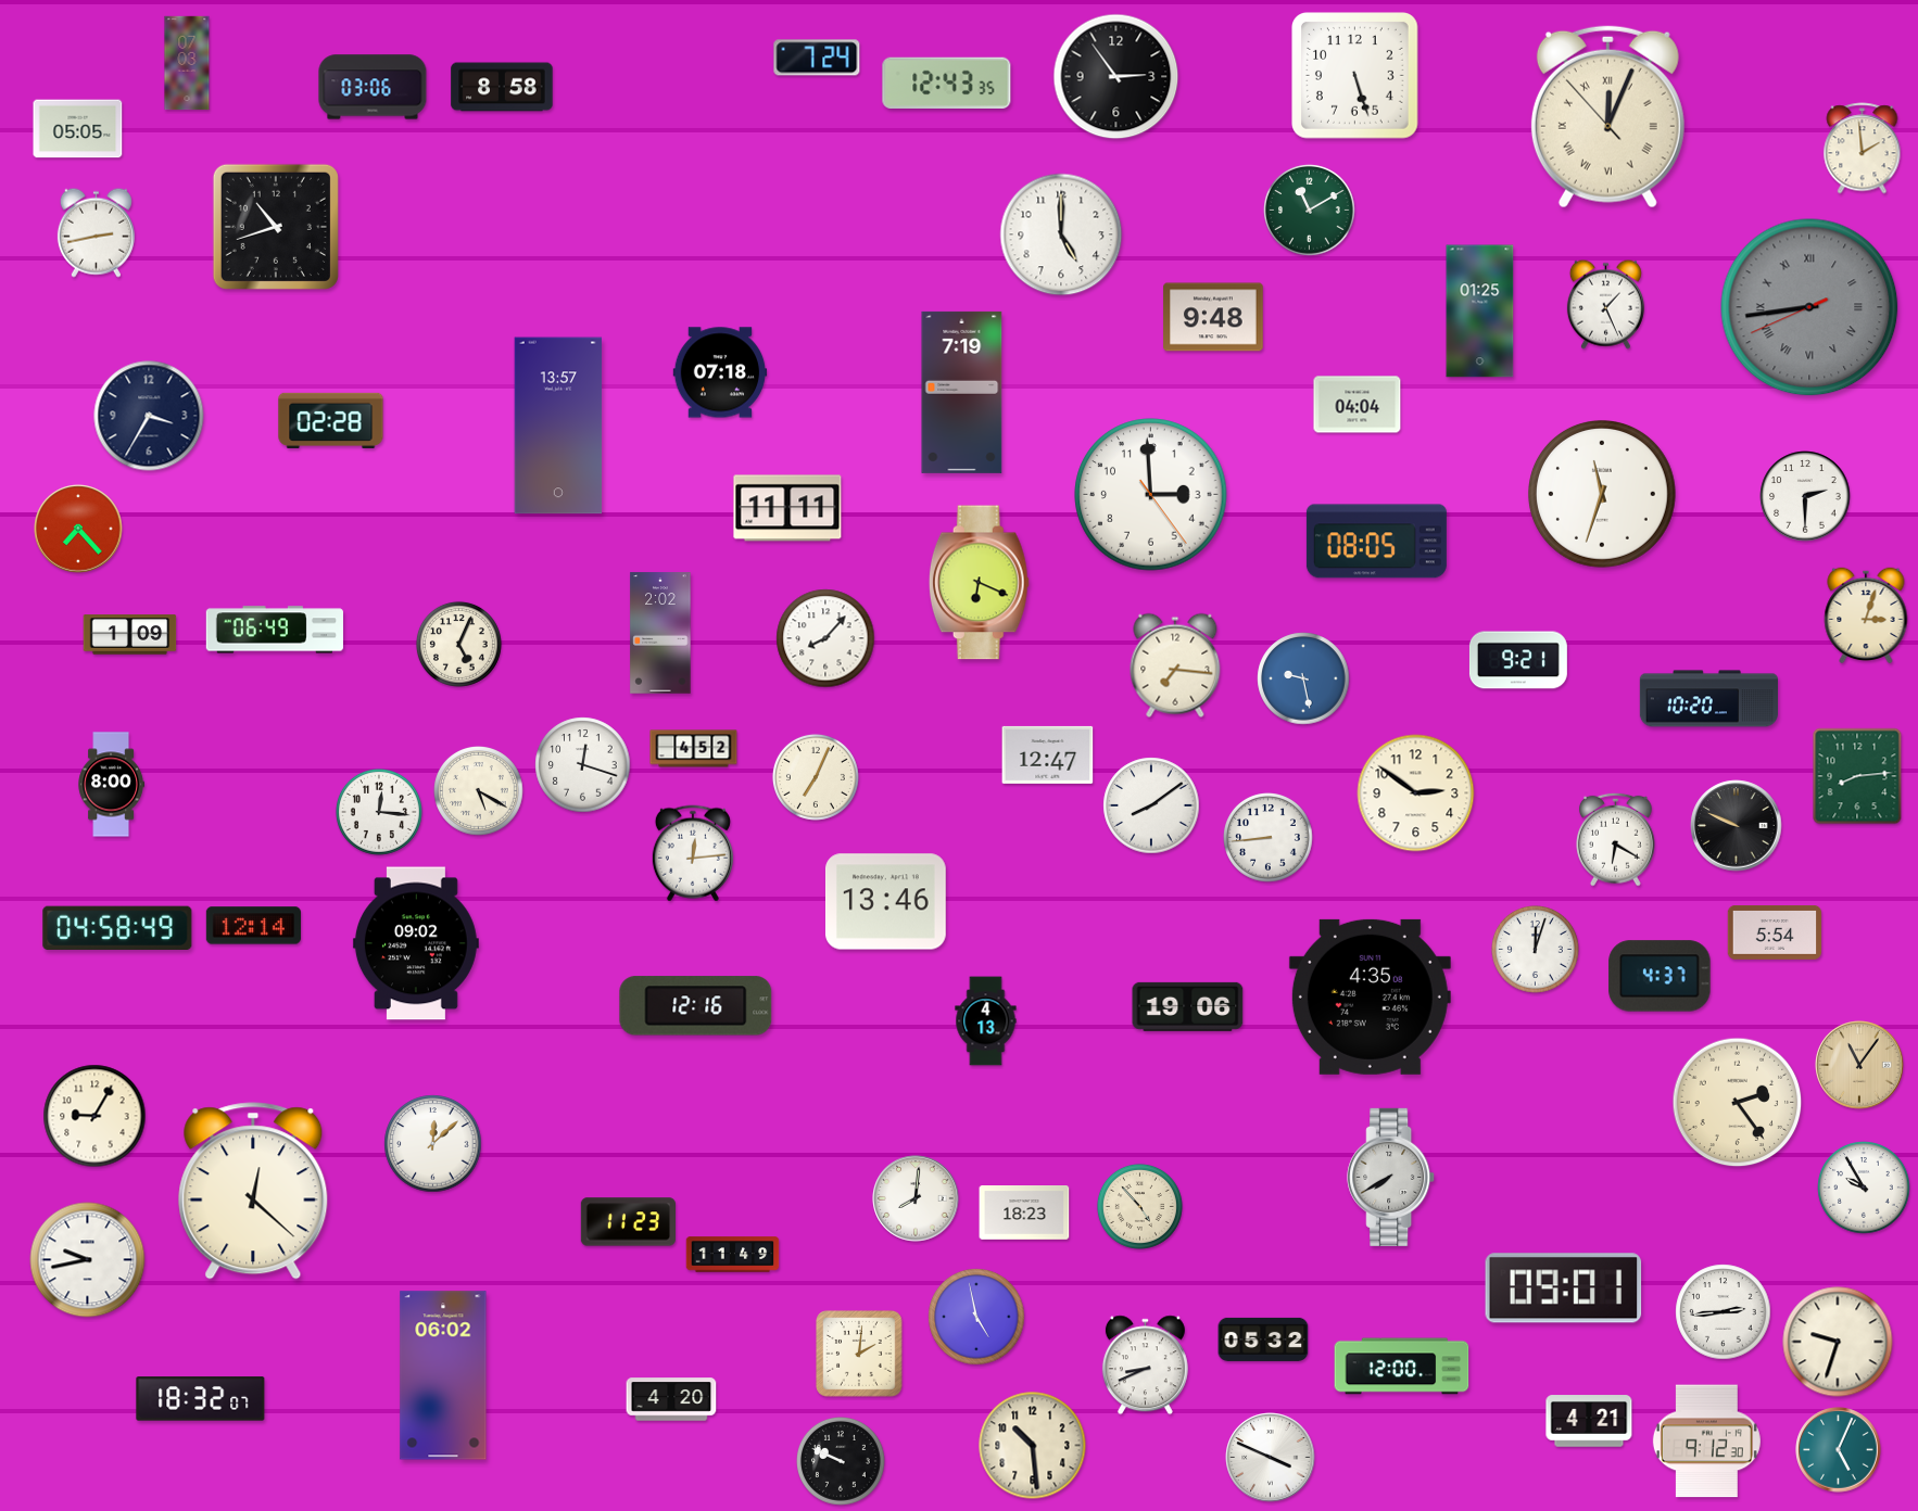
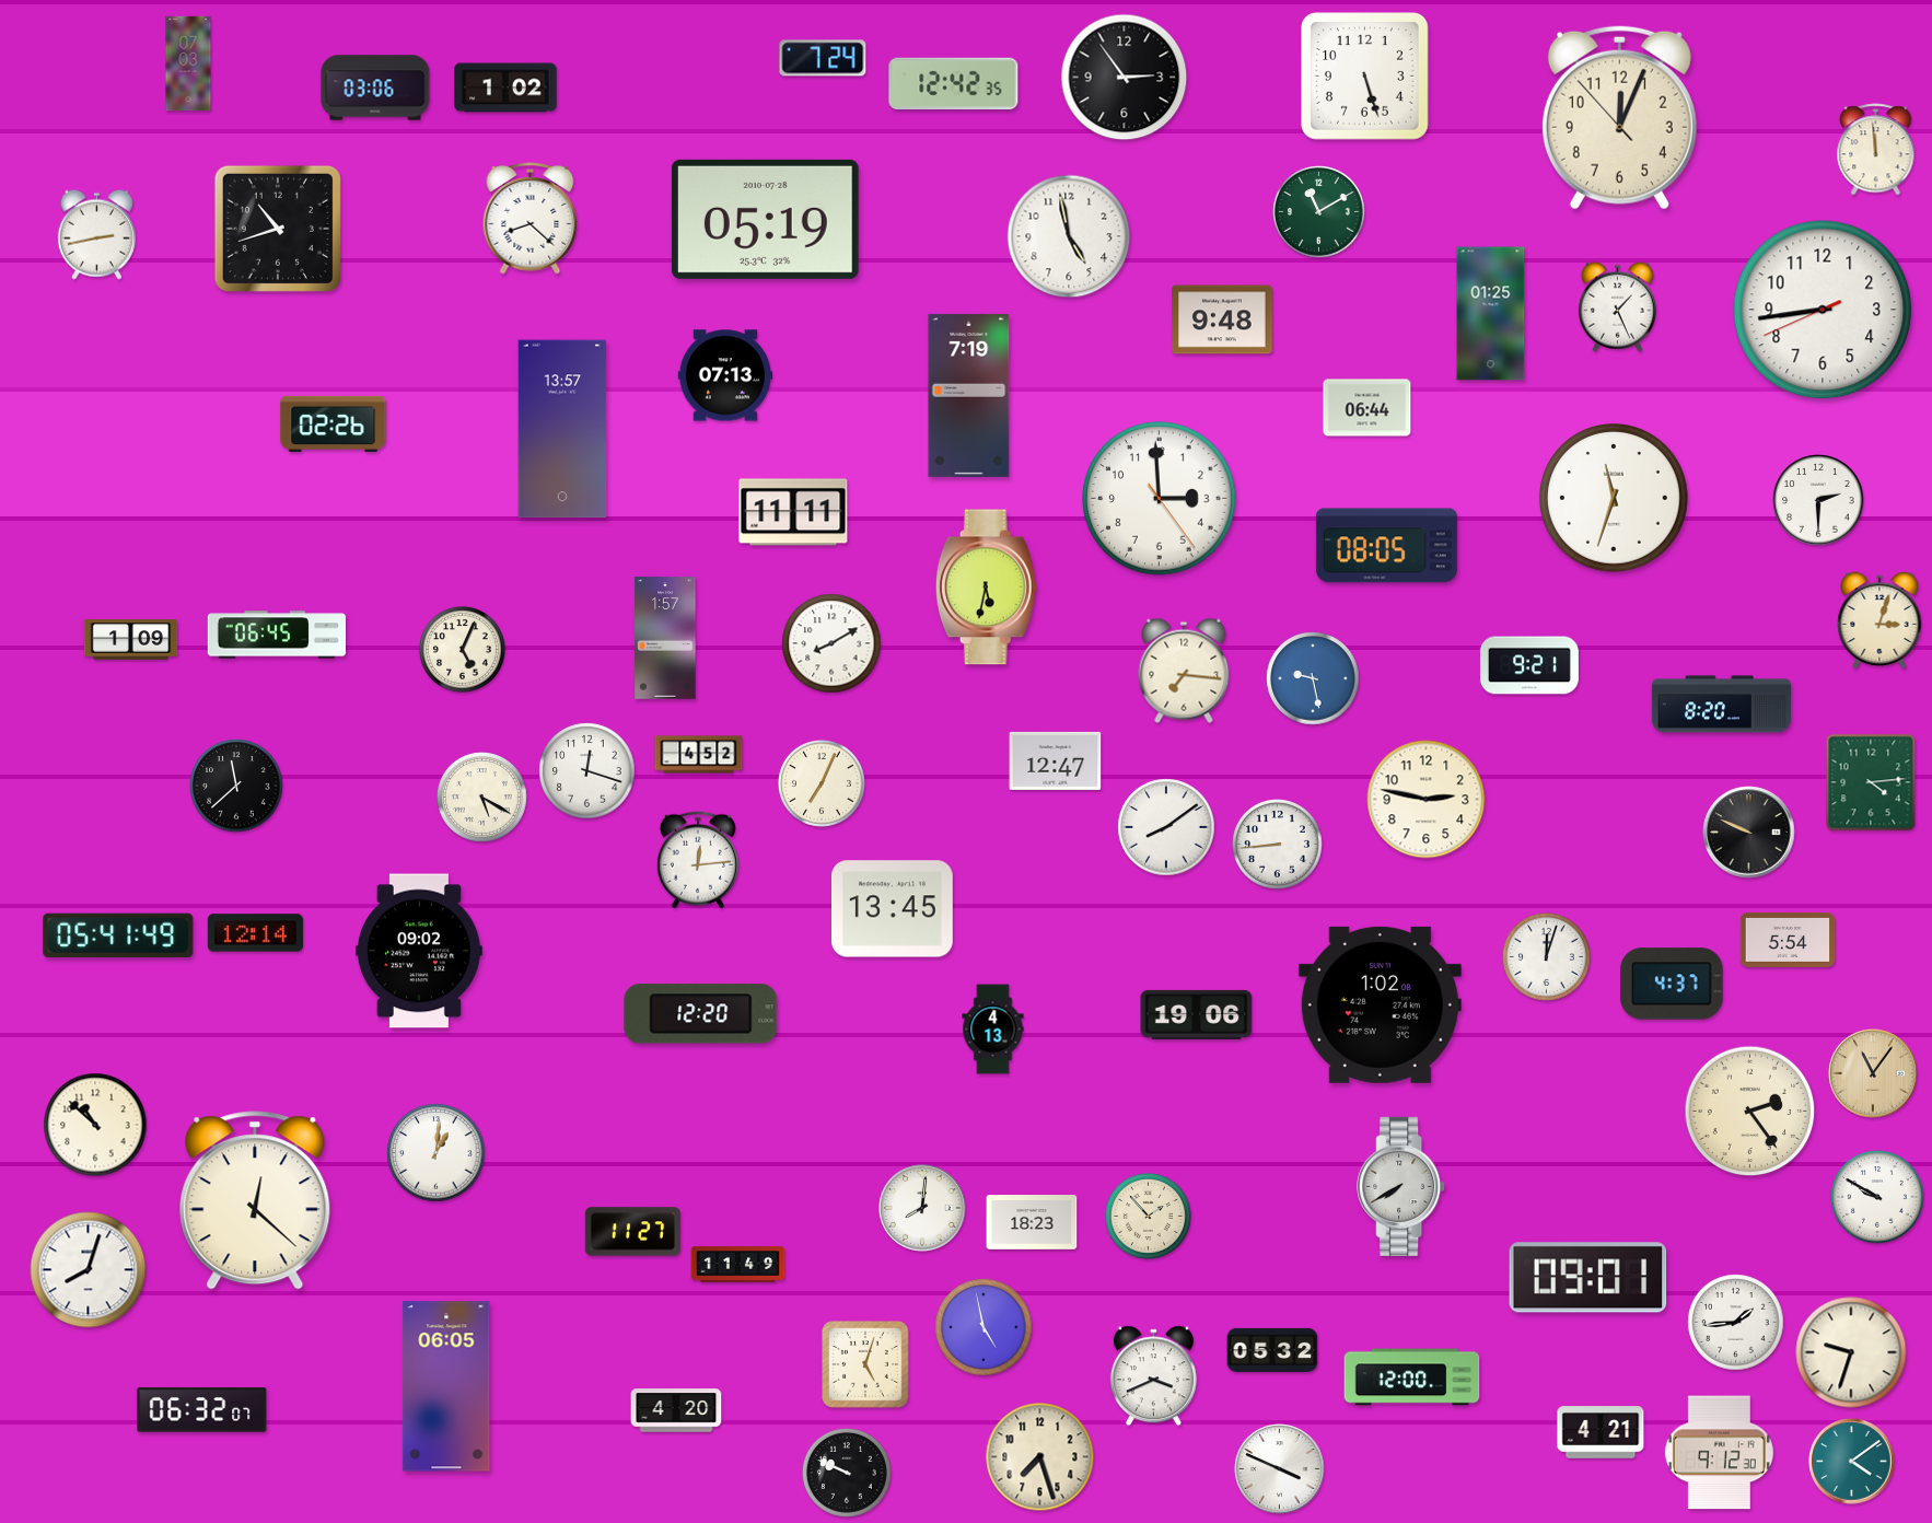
clock at (947, 82): 12:43 -> 12:42
clock at (502, 87): 8:58 -> 1:02
clock at (1607, 117) numerals: Roman -> Arabic
clock at (78, 129): 05:05 -> none
clock at (1863, 149): 1:59 -> 11:59
clock at (531, 219): none -> 8:22
clock at (765, 219): none -> 05:19
clock at (1061, 234): 5:00 -> 4:58
clock at (1809, 307) dial: grey -> white
clock at (1809, 307) numerals: Roman -> Arabic
clock at (720, 372): 07:18 -> 07:13
clock at (1358, 405): 04:04 -> 06:44
clock at (149, 416): 3:35 -> none
clock at (331, 420): 02:28 -> 02:26
clock at (78, 529): 7:23 -> none
clock at (979, 583): 6:19 -> 5:32
clock at (274, 630): 06:49 -> 06:45
clock at (660, 633): 2:02 -> 1:57
clock at (825, 638): 8:07 -> 8:10
clock at (1303, 678) position: (1303, 678) -> (1313, 678)
clock at (1708, 699): 10:20 -> 8:20
clock at (1857, 776): 8:14 -> 4:14
clock at (236, 786): none -> 11:38
clock at (111, 785): 8:00 -> none
clock at (1416, 793): 2:51 -> 2:47
clock at (1151, 805) position: (1151, 805) -> (1166, 827)
clock at (379, 812): 12:16 -> none
clock at (1616, 839): 6:20 -> none
clock at (885, 902): 13:46 -> 13:45
clock at (117, 928): 04:58 -> 05:41
clock at (1370, 996): 4:35 -> 1:02
clock at (696, 1006): 12:16 -> 12:20
clock at (94, 1116): 9:05 -> 10:52
clock at (433, 1144): 12:08 -> 1:01
clock at (1864, 1188): 9:55 -> 9:50
clock at (1139, 1206): 4:53 -> 1:53
clock at (628, 1222): 11:23 -> 11:27
clock at (88, 1260): 9:43 -> 8:03
clock at (1564, 1288) position: (1564, 1288) -> (1588, 1278)
clock at (1724, 1312): 2:44 -> 1:44
clock at (860, 1355): 2:01 -> 5:03
clock at (1145, 1366): 8:41 -> 3:41
clock at (443, 1375): 06:02 -> 06:05
clock at (201, 1399): 18:32 -> 06:32
clock at (1033, 1446): 10:29 -> 7:27
clock at (1839, 1450): 5:04 -> 4:09
